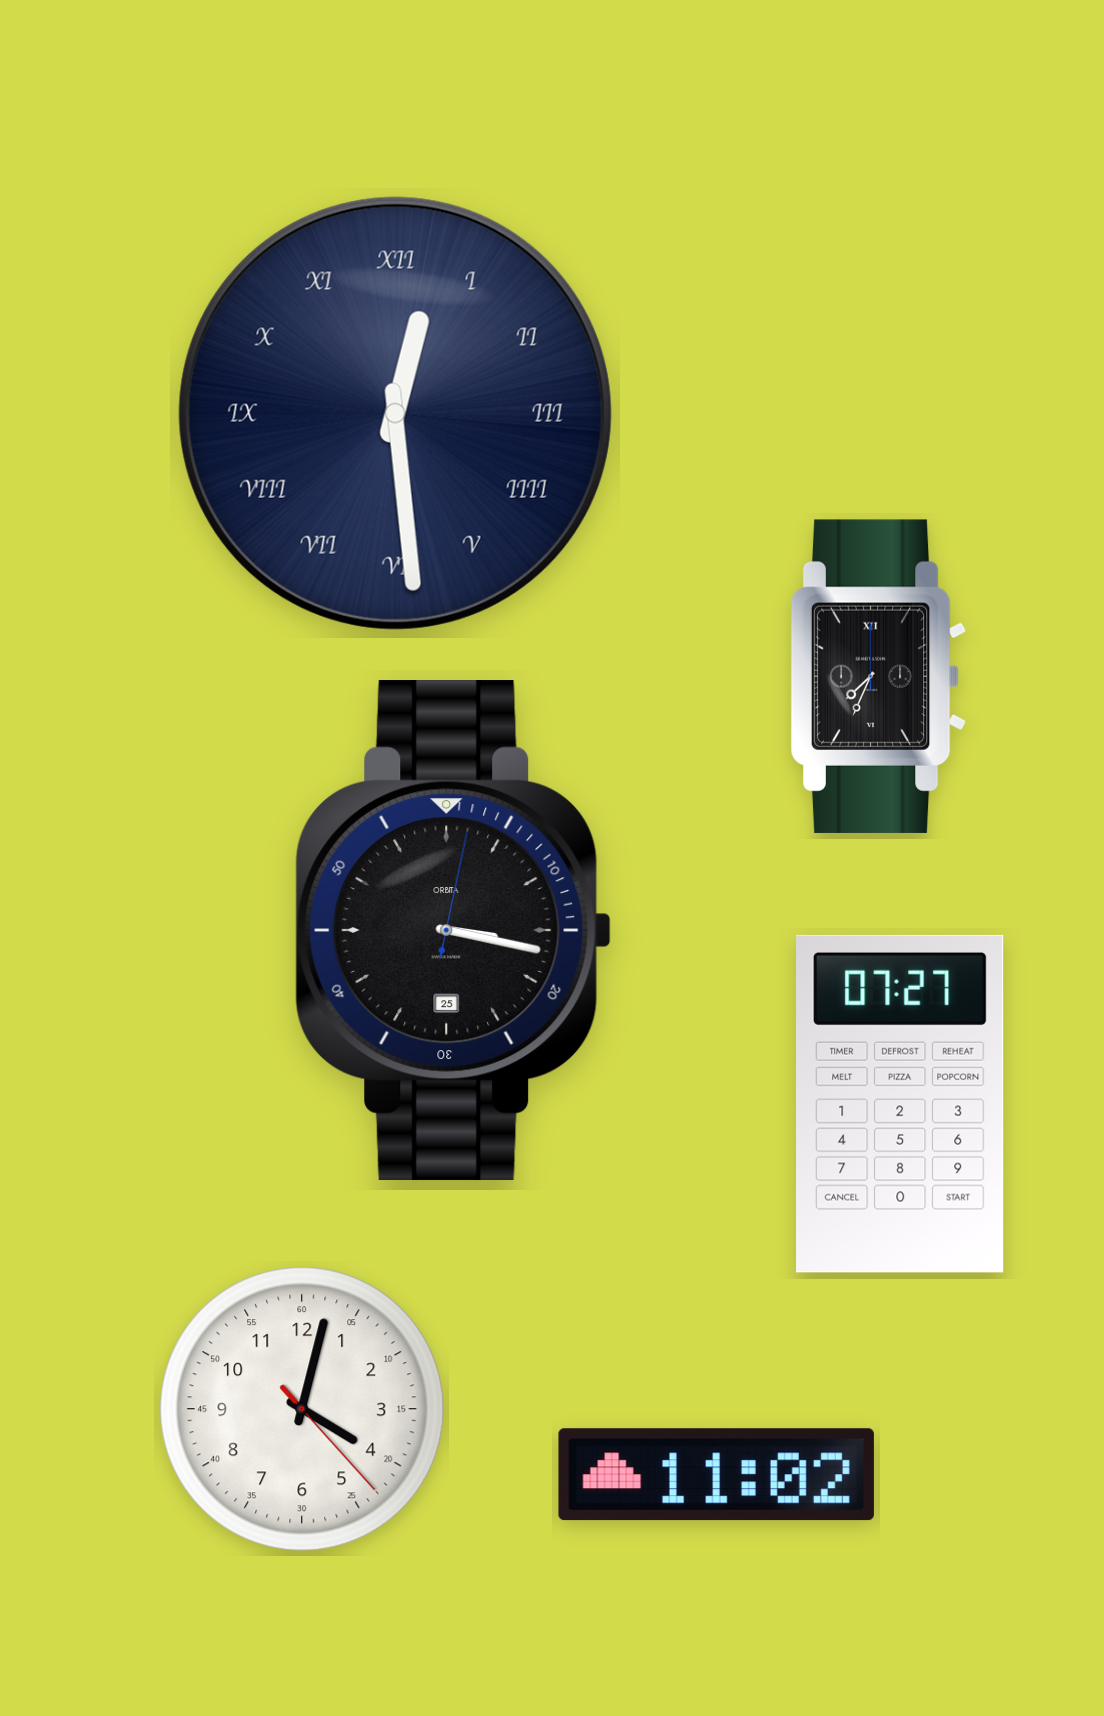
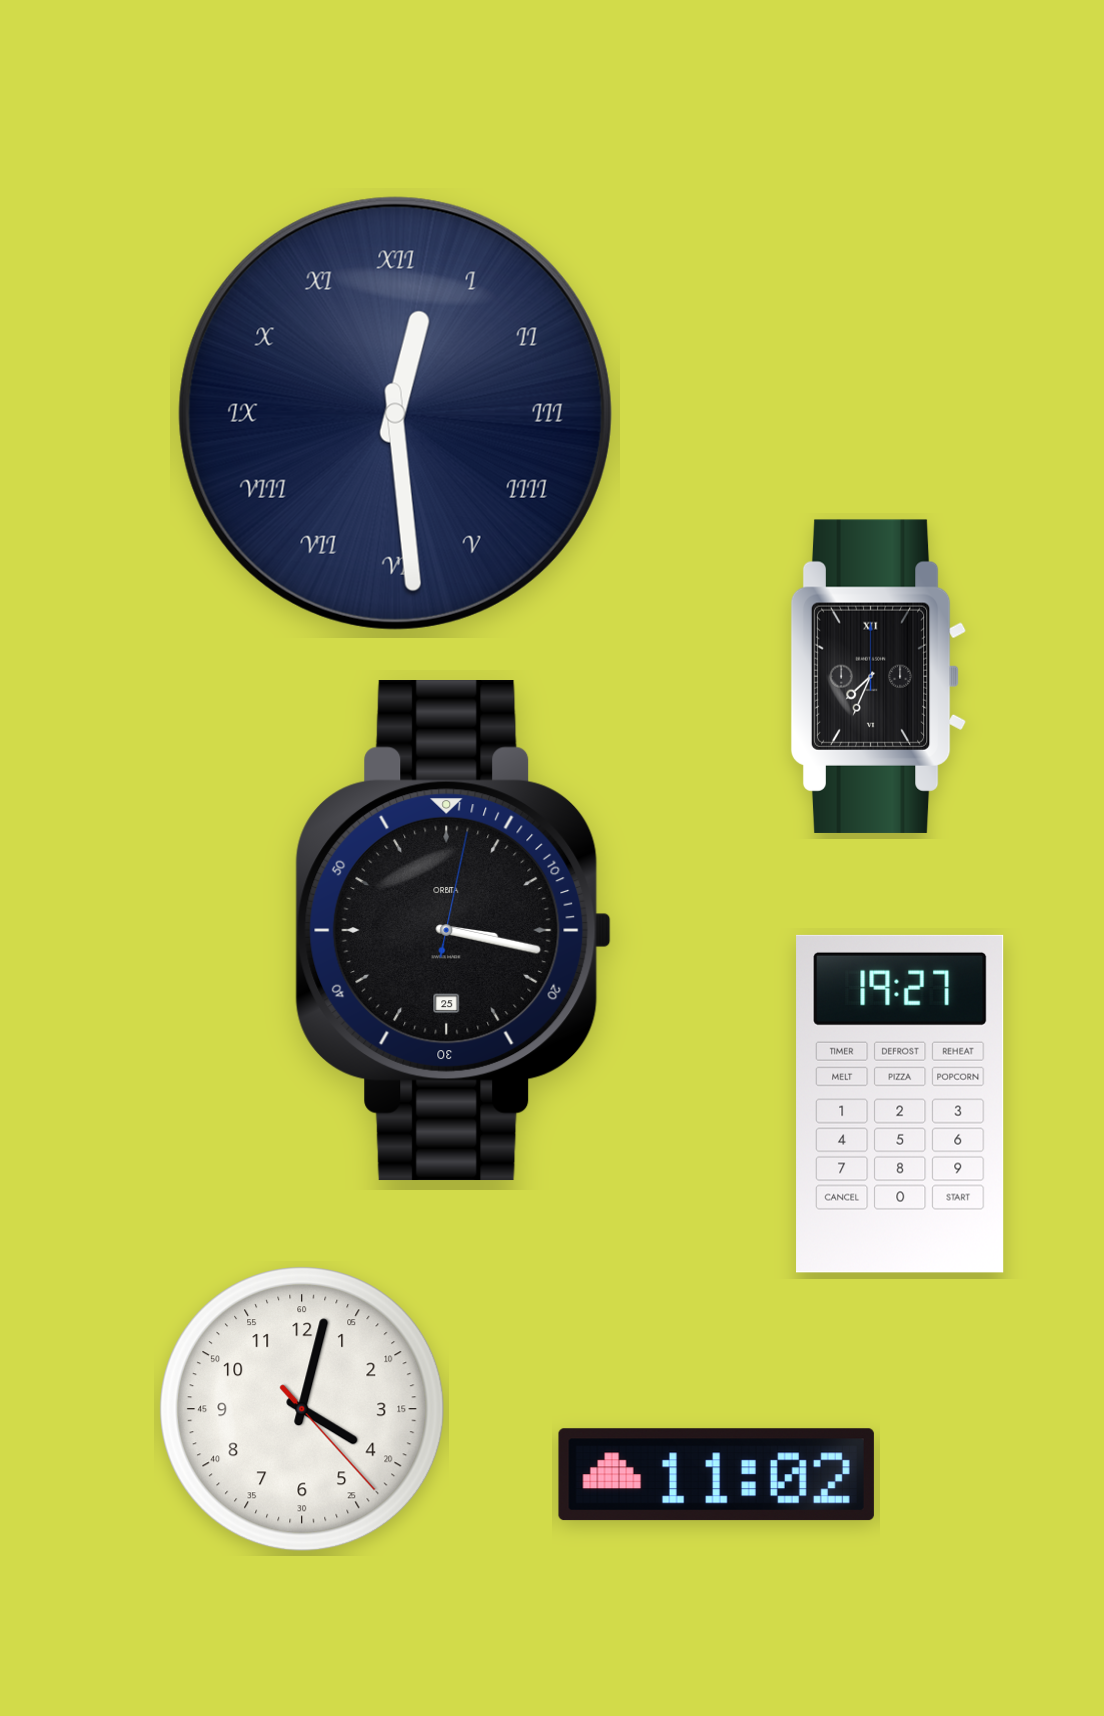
clock at (900, 1104): 07:27 -> 19:27
